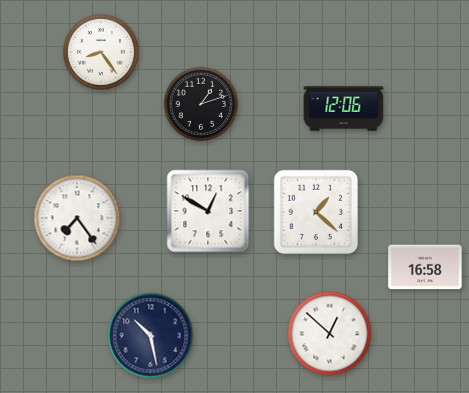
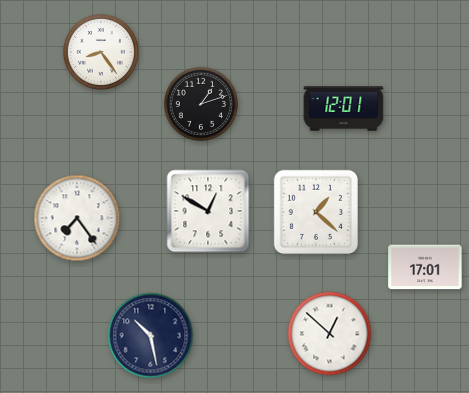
clock at (344, 109): 12:06 -> 12:01
clock at (425, 267): 16:58 -> 17:01
